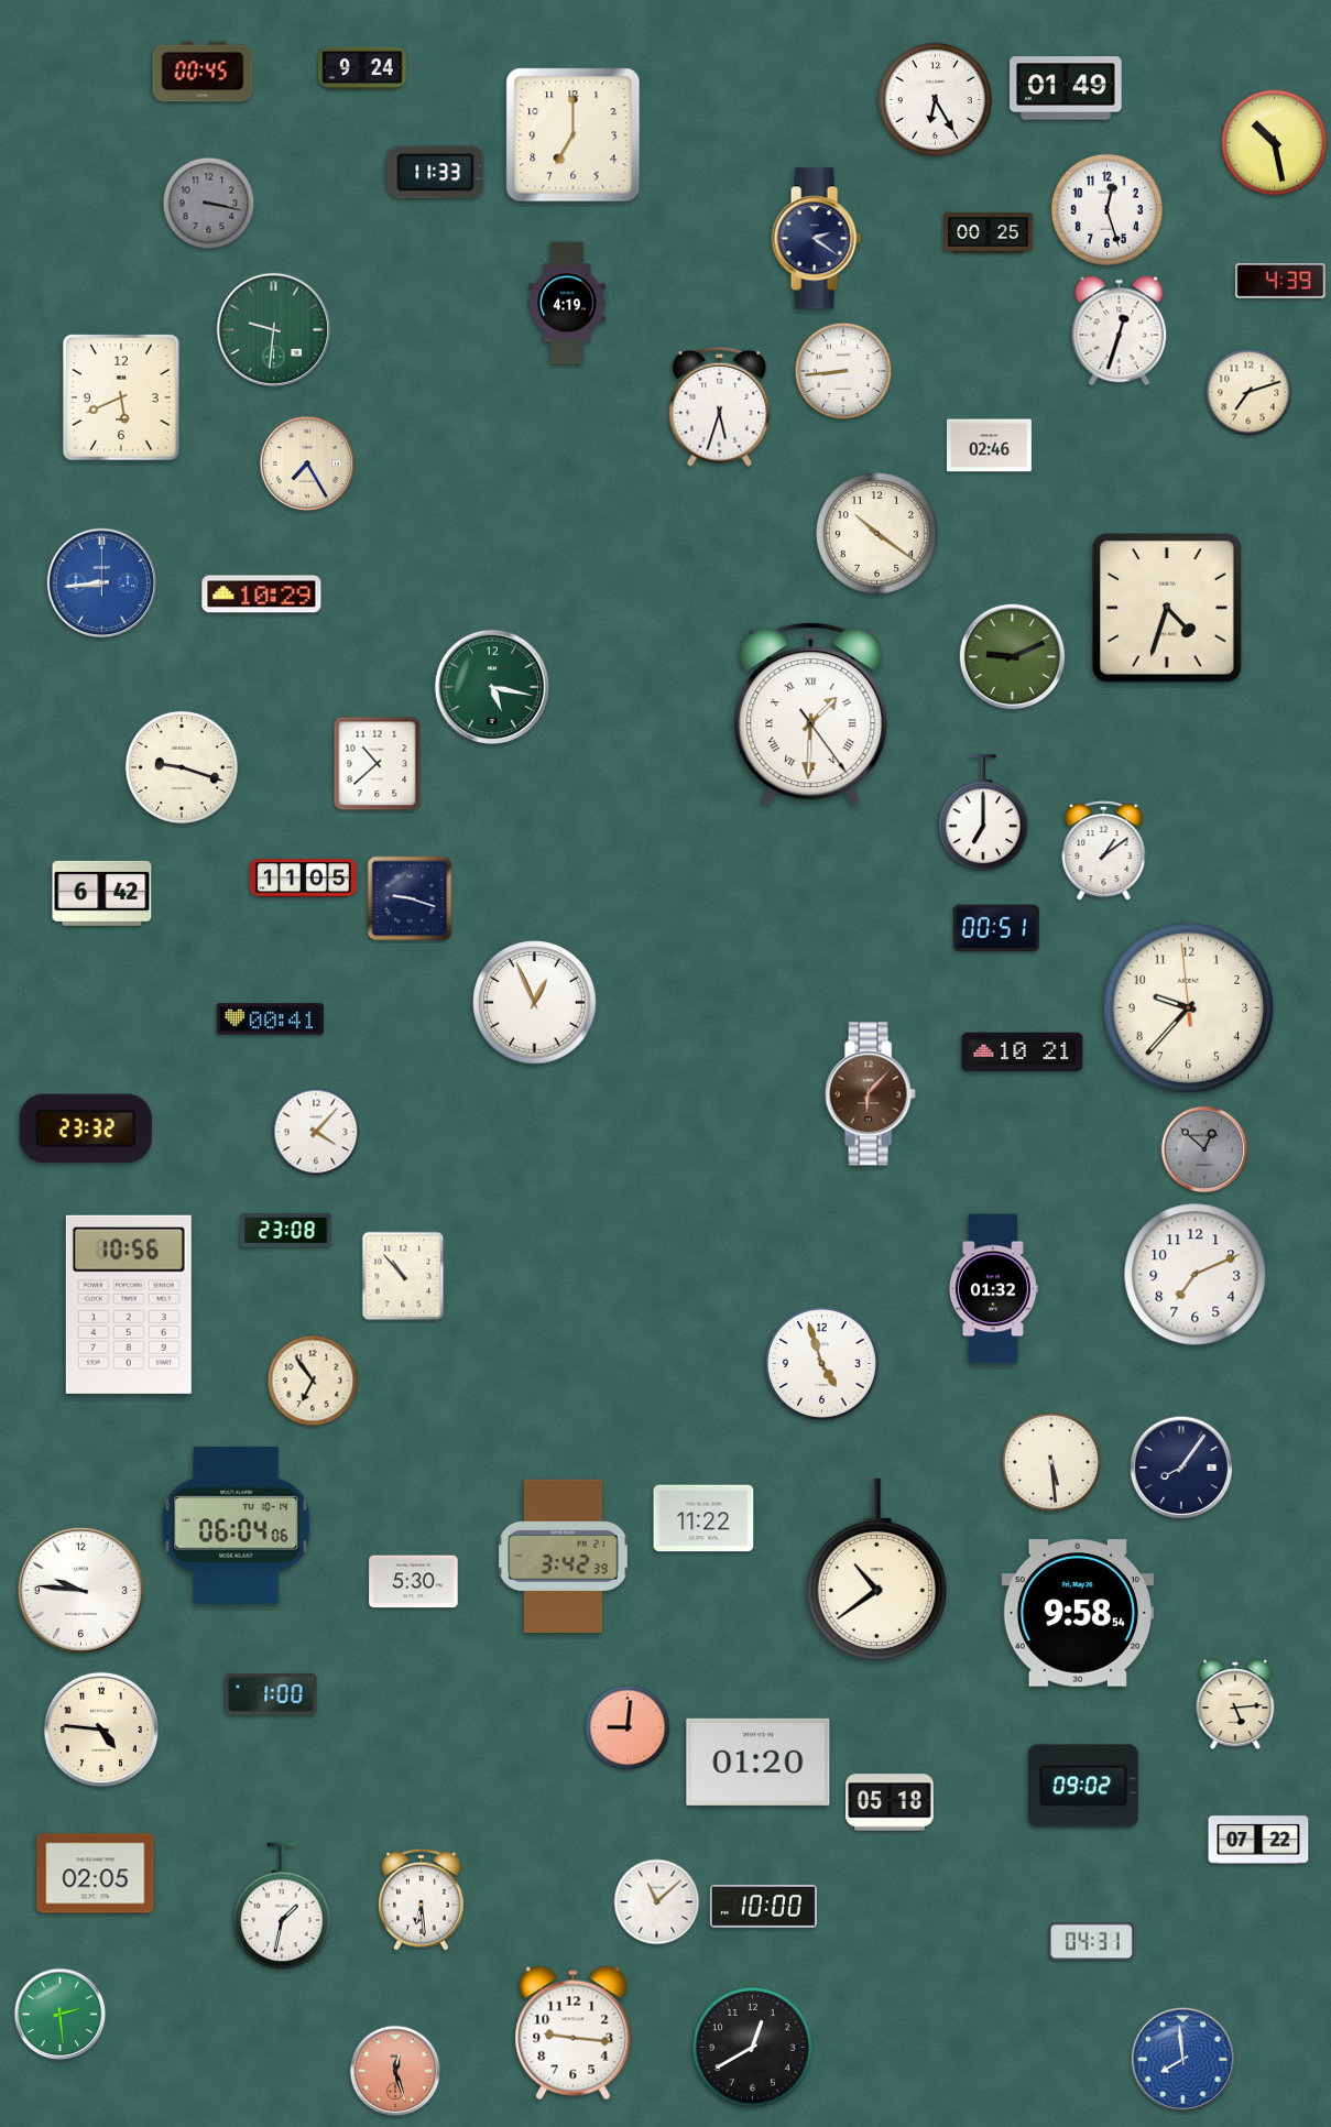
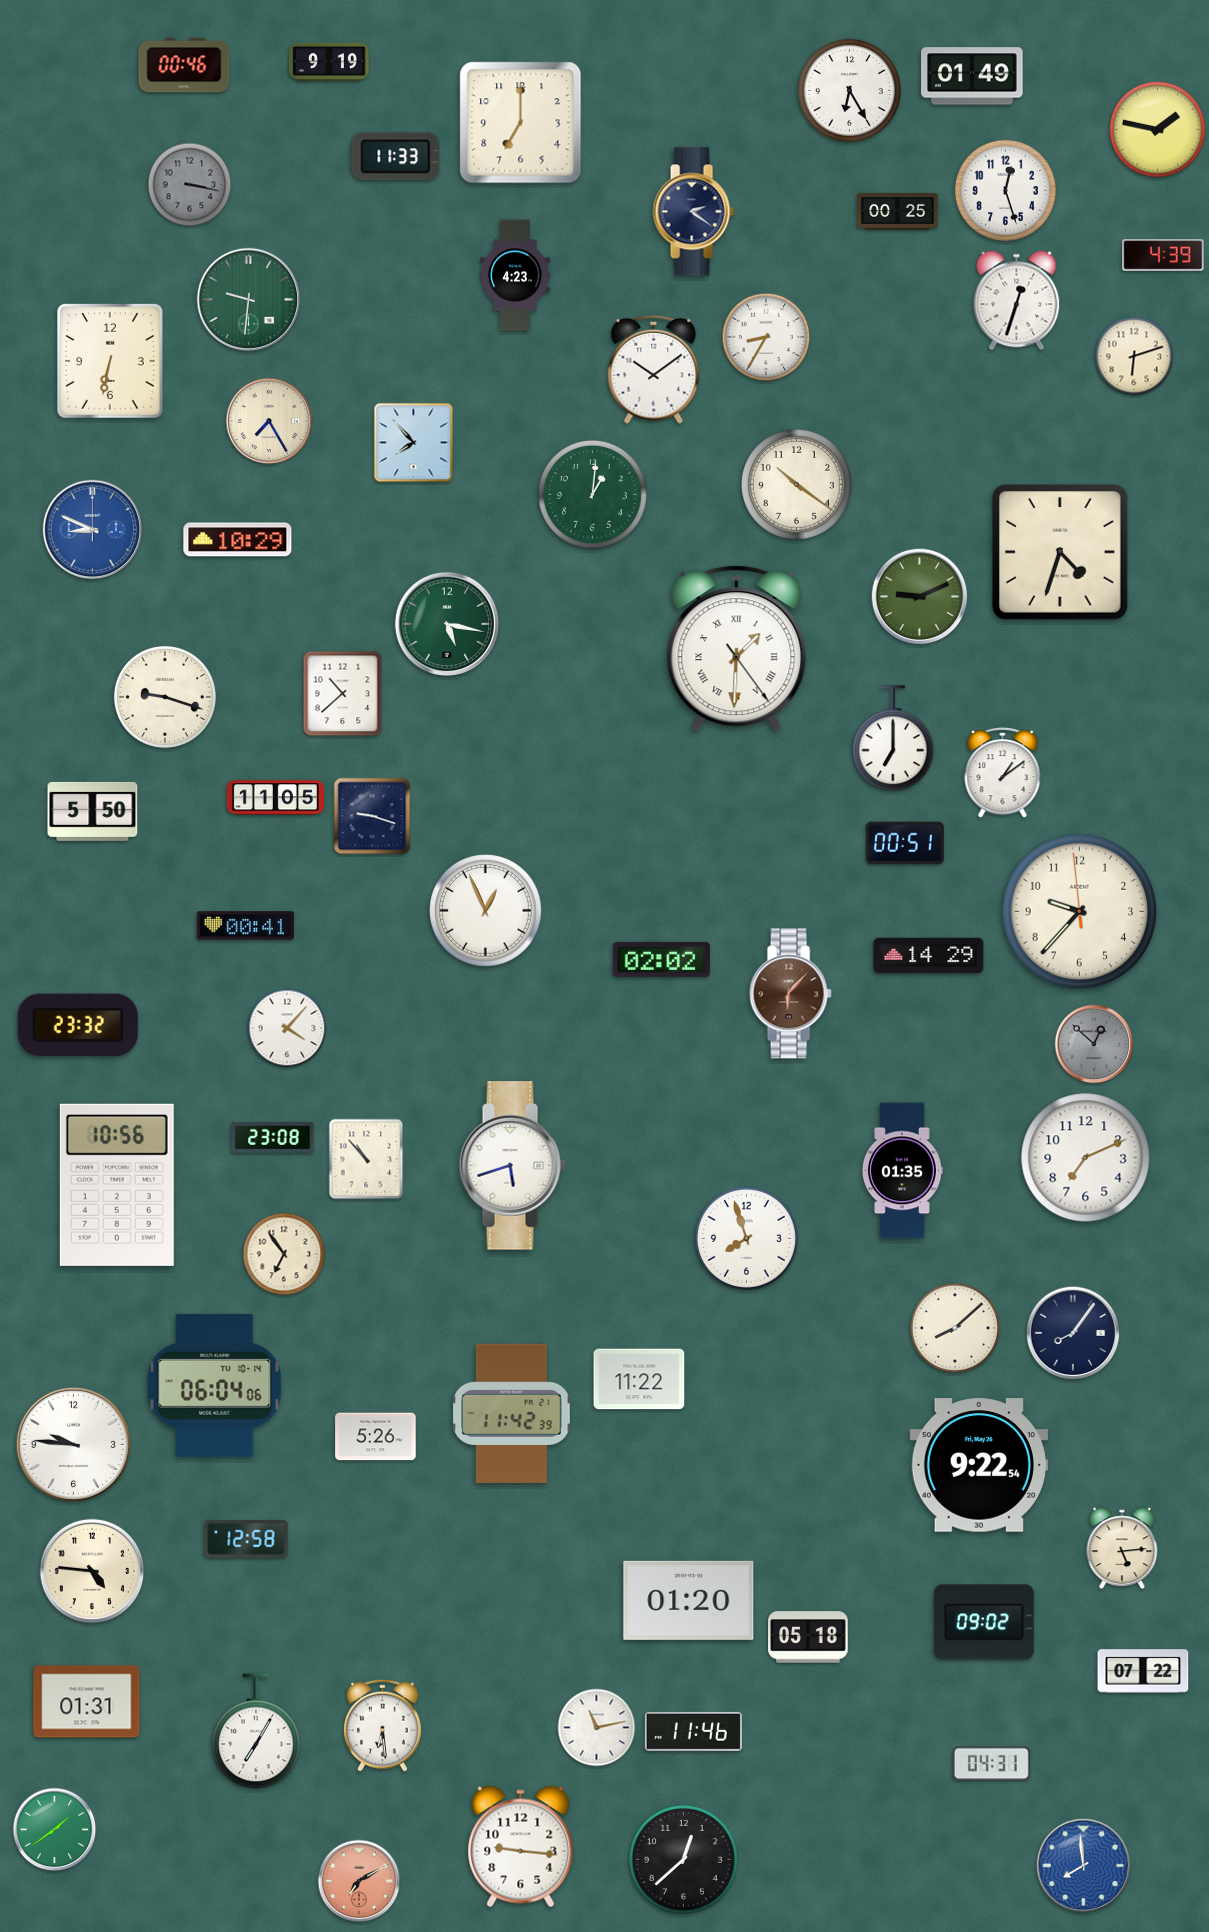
clock at (362, 67): 9:24 -> 9:19
clock at (203, 72): 00:45 -> 00:46
clock at (1066, 88) position: (1066, 88) -> (972, 76)
clock at (1274, 142): 10:28 -> 1:47
clock at (816, 239) position: (816, 239) -> (693, 212)
clock at (568, 303): 4:19 -> 4:23
clock at (843, 371): 8:44 -> 8:35
clock at (1248, 392): 7:12 -> 6:12
clock at (122, 397): 5:41 -> 6:32
clock at (720, 406): 5:33 -> 10:09
clock at (989, 446): 02:46 -> none
clock at (307, 463) position: (307, 463) -> (269, 421)
clock at (414, 443): none -> 7:53
clock at (592, 494): none -> 1:01
clock at (102, 583): 8:44 -> 8:49
clock at (102, 893): 6:42 -> 5:50
clock at (1189, 1008) position: (1189, 1008) -> (1080, 912)
clock at (1023, 1052): 10:21 -> 14:29
clock at (661, 959): none -> 02:02
clock at (286, 1230) position: (286, 1230) -> (273, 1137)
clock at (512, 1166): none -> 5:42
clock at (993, 1289): 01:32 -> 01:35
clock at (821, 1363): 4:57 -> 7:57
clock at (1051, 1462): 5:29 -> 8:08
clock at (564, 1556): 3:42 -> 11:42
clock at (876, 1570): 10:39 -> none
clock at (414, 1582): 5:30 -> 5:26
clock at (1077, 1613): 9:58 -> 9:22
clock at (271, 1694): 1:00 -> 12:58
clock at (628, 1727): 9:01 -> none
clock at (96, 1874): 02:05 -> 01:31
clock at (657, 1902): 11:08 -> 11:13
clock at (282, 1906): 1:32 -> 7:05
clock at (763, 1906): 10:00 -> 11:46
clock at (61, 2015): 2:29 -> 1:39
clock at (752, 2047): 12:40 -> 12:38
clock at (1183, 2060) position: (1183, 2060) -> (1084, 1866)
clock at (395, 2071): 12:27 -> 7:10
